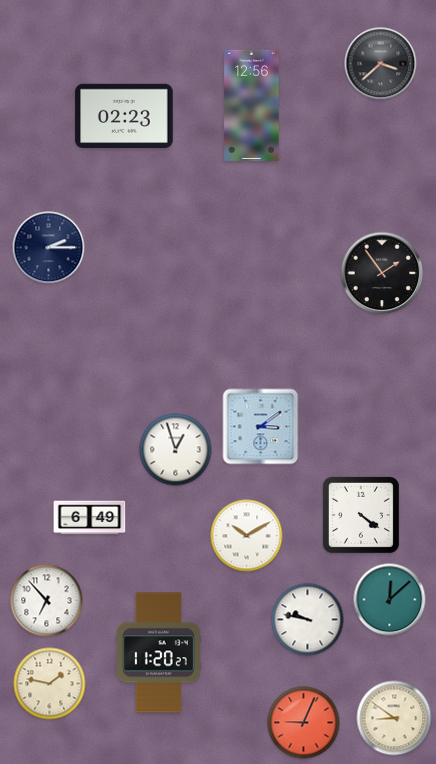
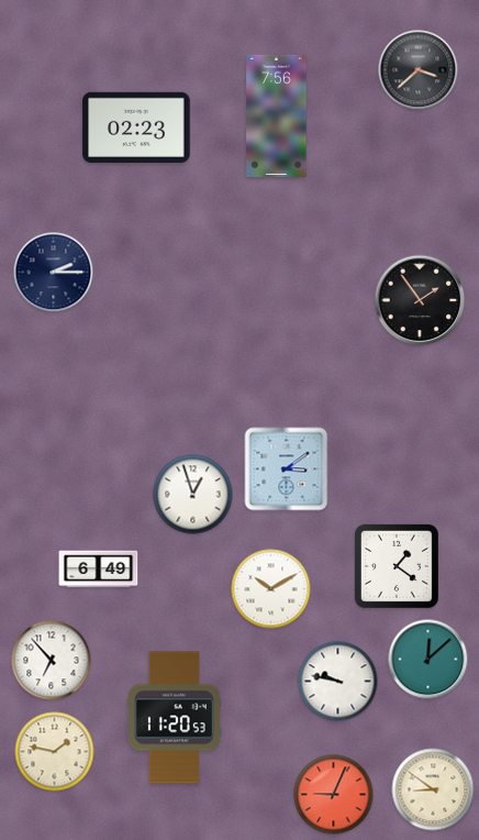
clock at (252, 105): 12:56 -> 7:56
clock at (361, 515): 4:21 -> 1:21
clock at (158, 653): 11:20:27 -> 11:20:53
